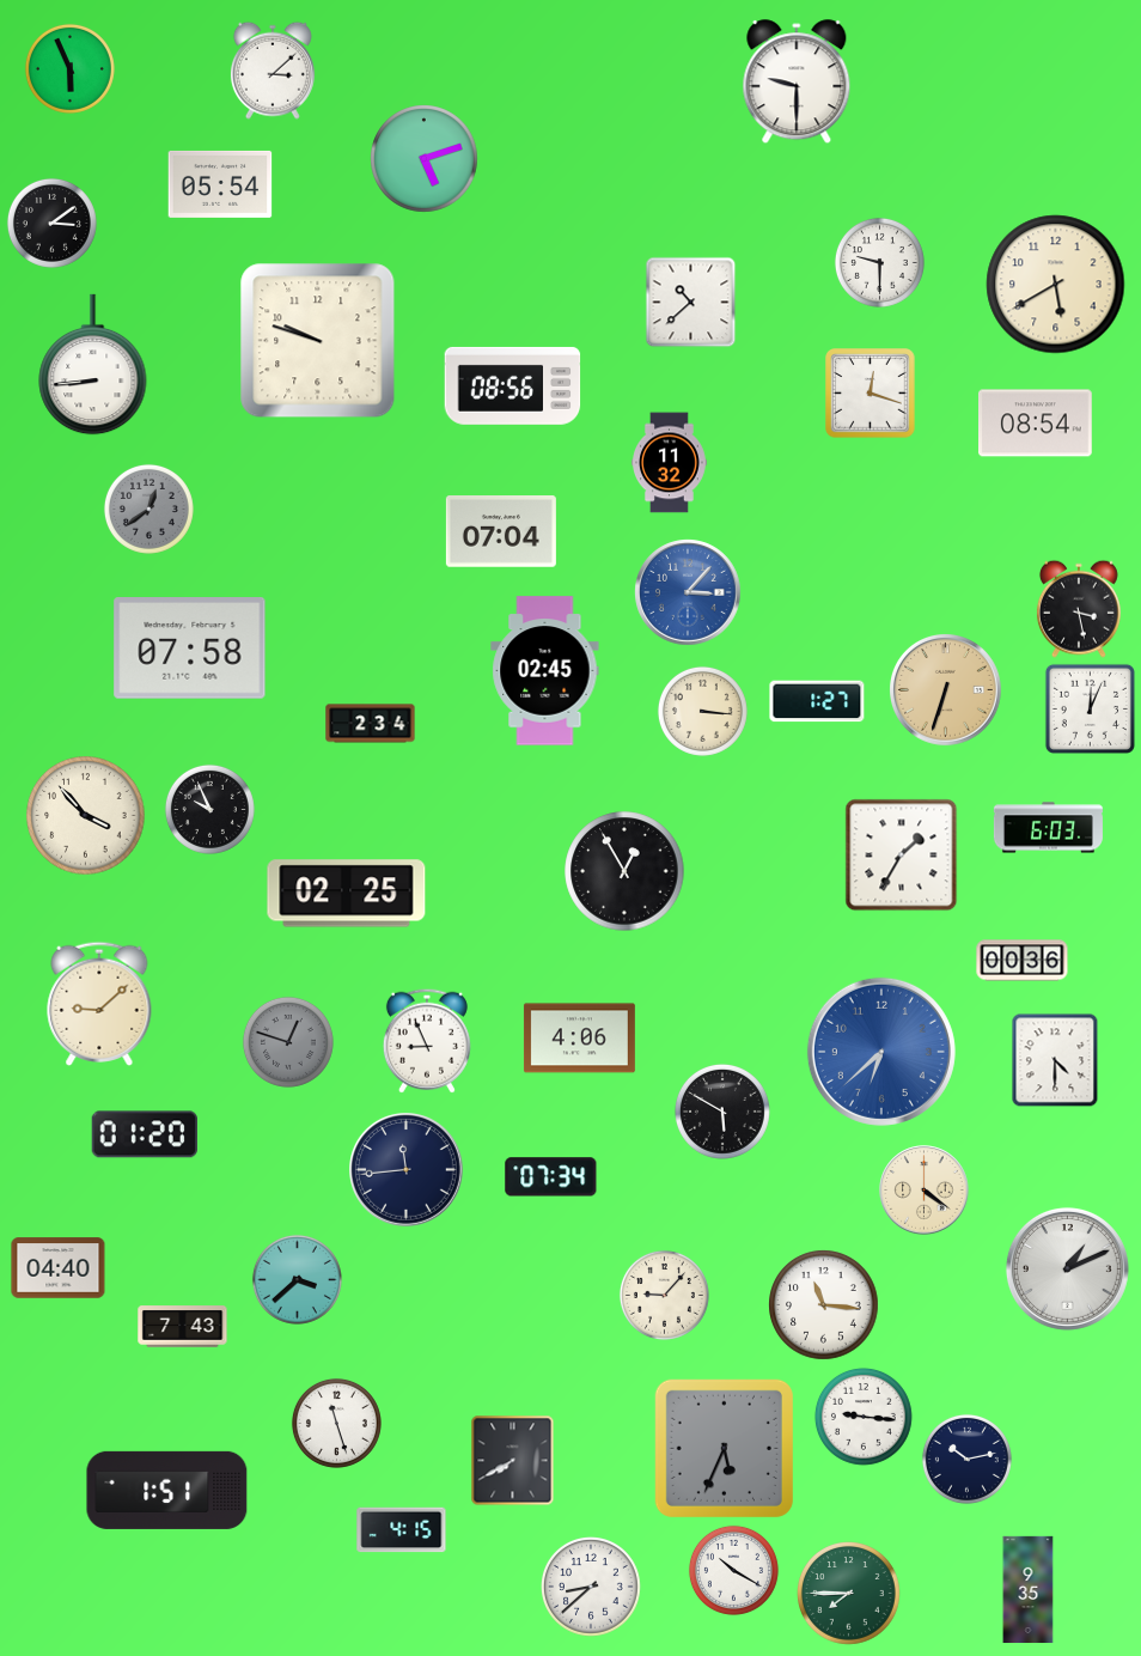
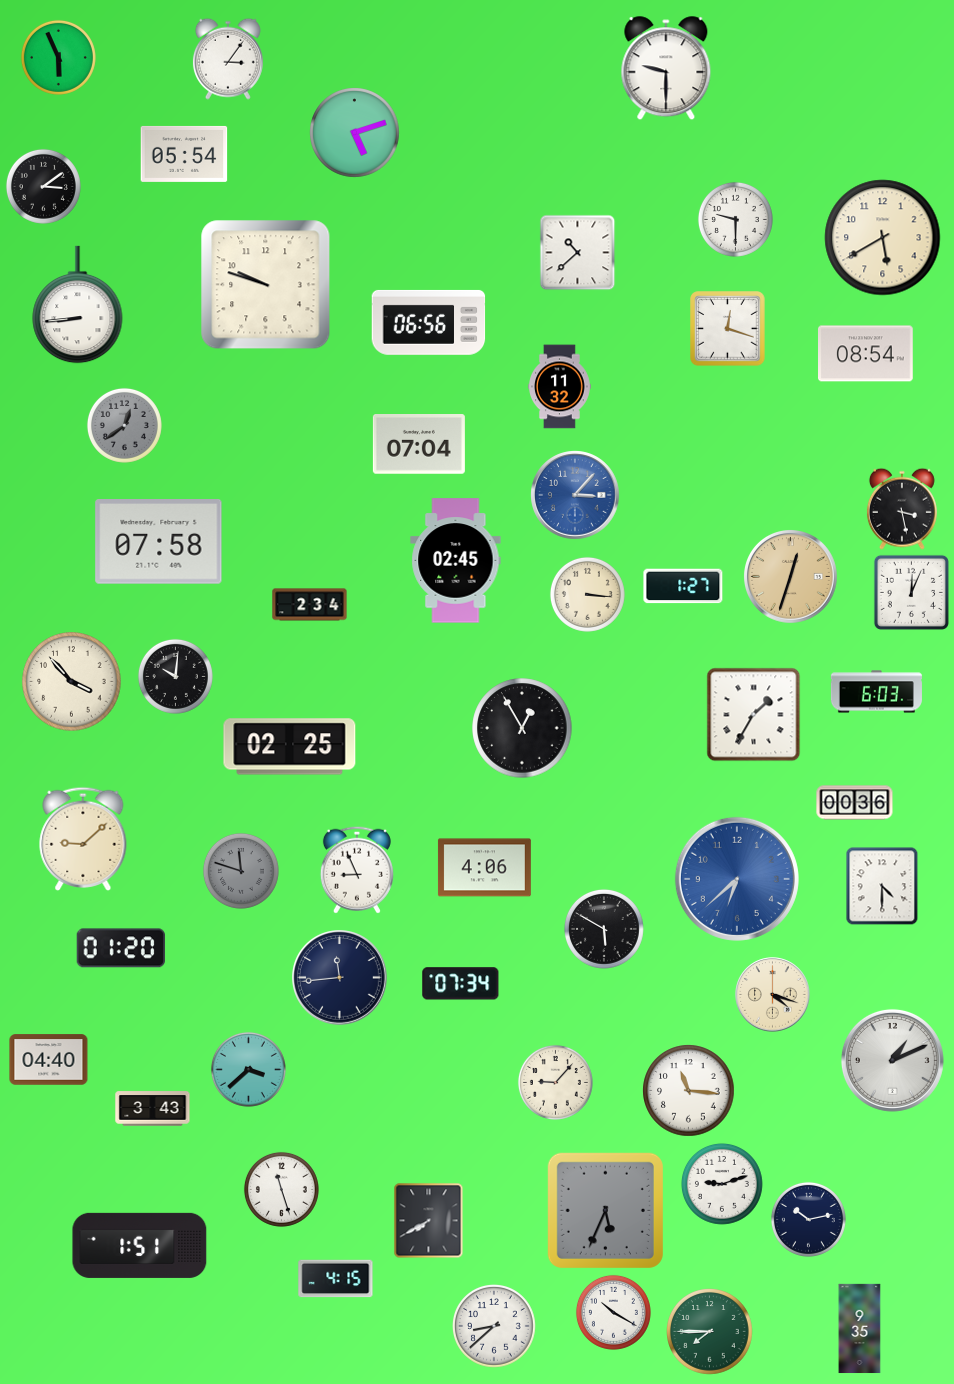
clock at (273, 71): 3:08 -> 3:06
clock at (513, 385): 08:56 -> 06:56
clock at (946, 690): 6:33 -> 12:33
clock at (209, 809): 9:56 -> 10:01
clock at (288, 1042): 12:48 -> 11:48
clock at (925, 1191): 4:21 -> 4:18
clock at (183, 1327): 7:43 -> 3:43
clock at (864, 1417): 9:16 -> 9:12
